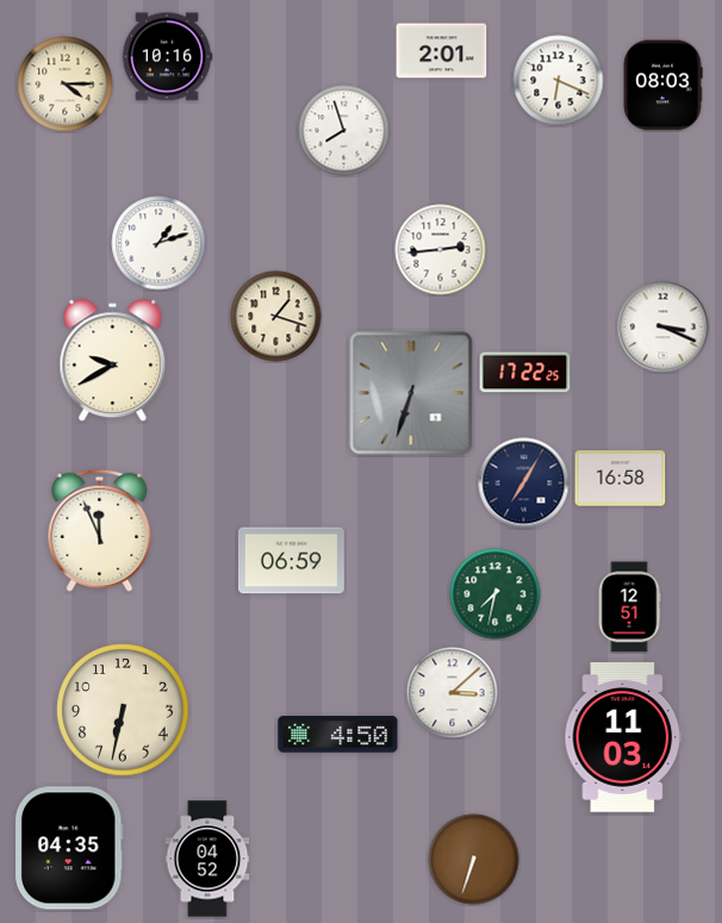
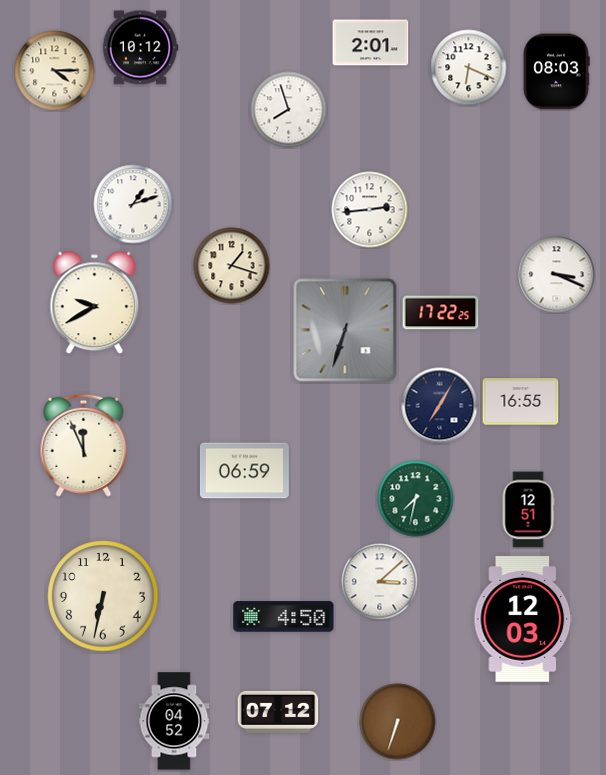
clock at (167, 57): 10:16 -> 10:12
clock at (621, 479): 16:58 -> 16:55
clock at (623, 738): 11:03 -> 12:03
clock at (69, 848): 04:35 -> none
clock at (278, 712): none -> 07:12
